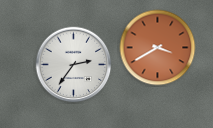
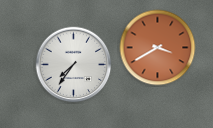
clock at (74, 65): 2:36 -> 7:36
